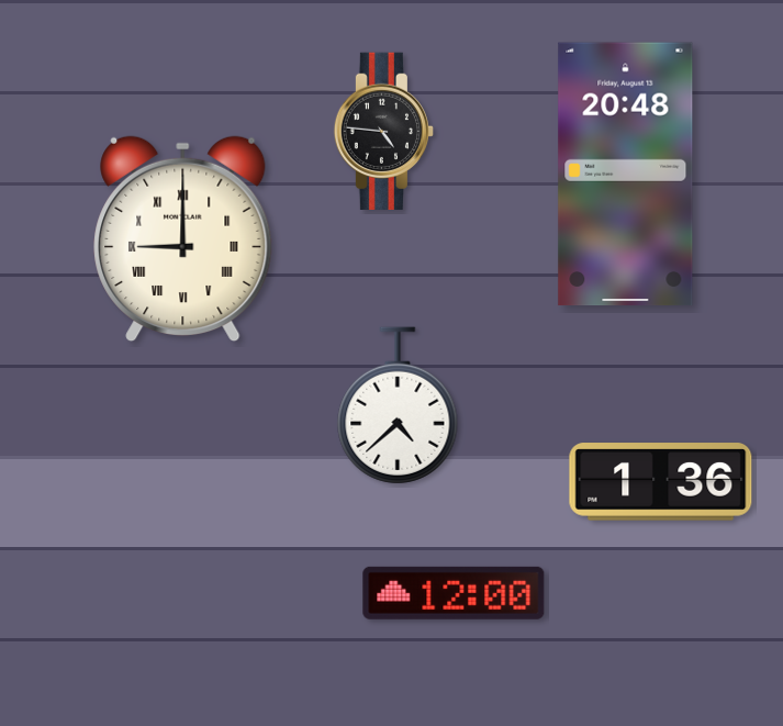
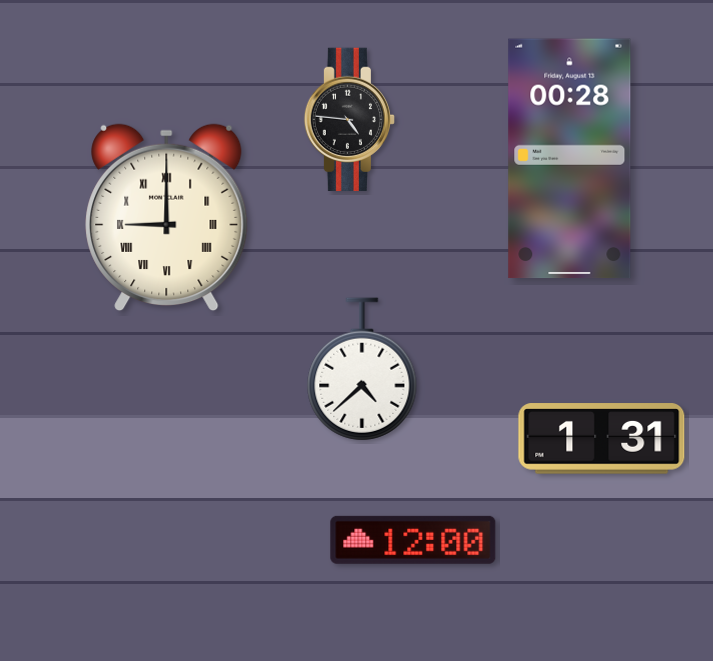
clock at (626, 175): 20:48 -> 00:28
clock at (661, 482): 1:36 -> 1:31
